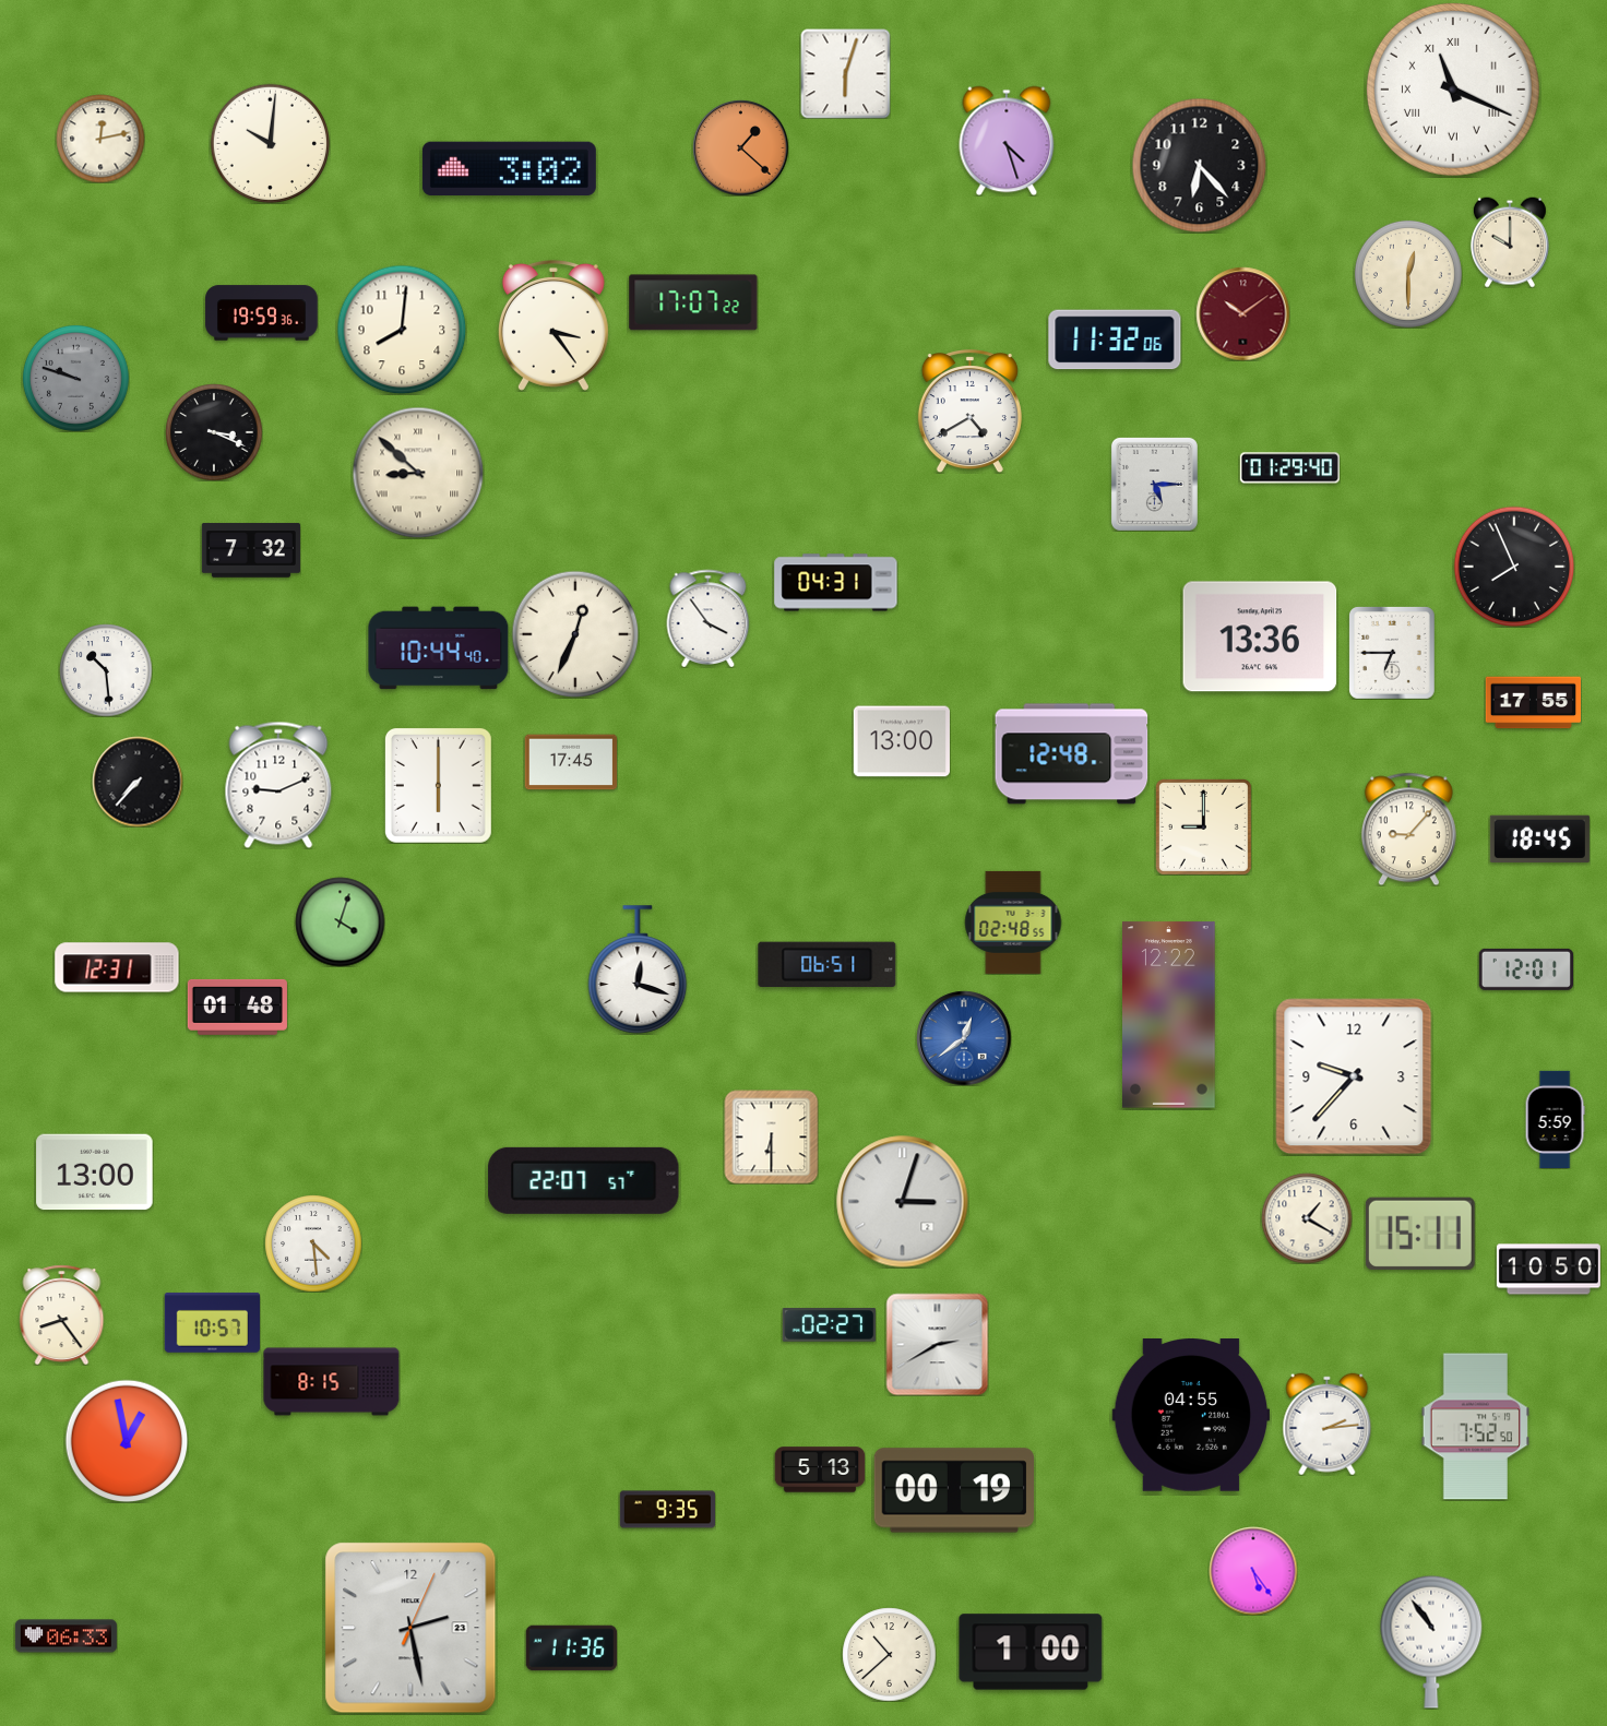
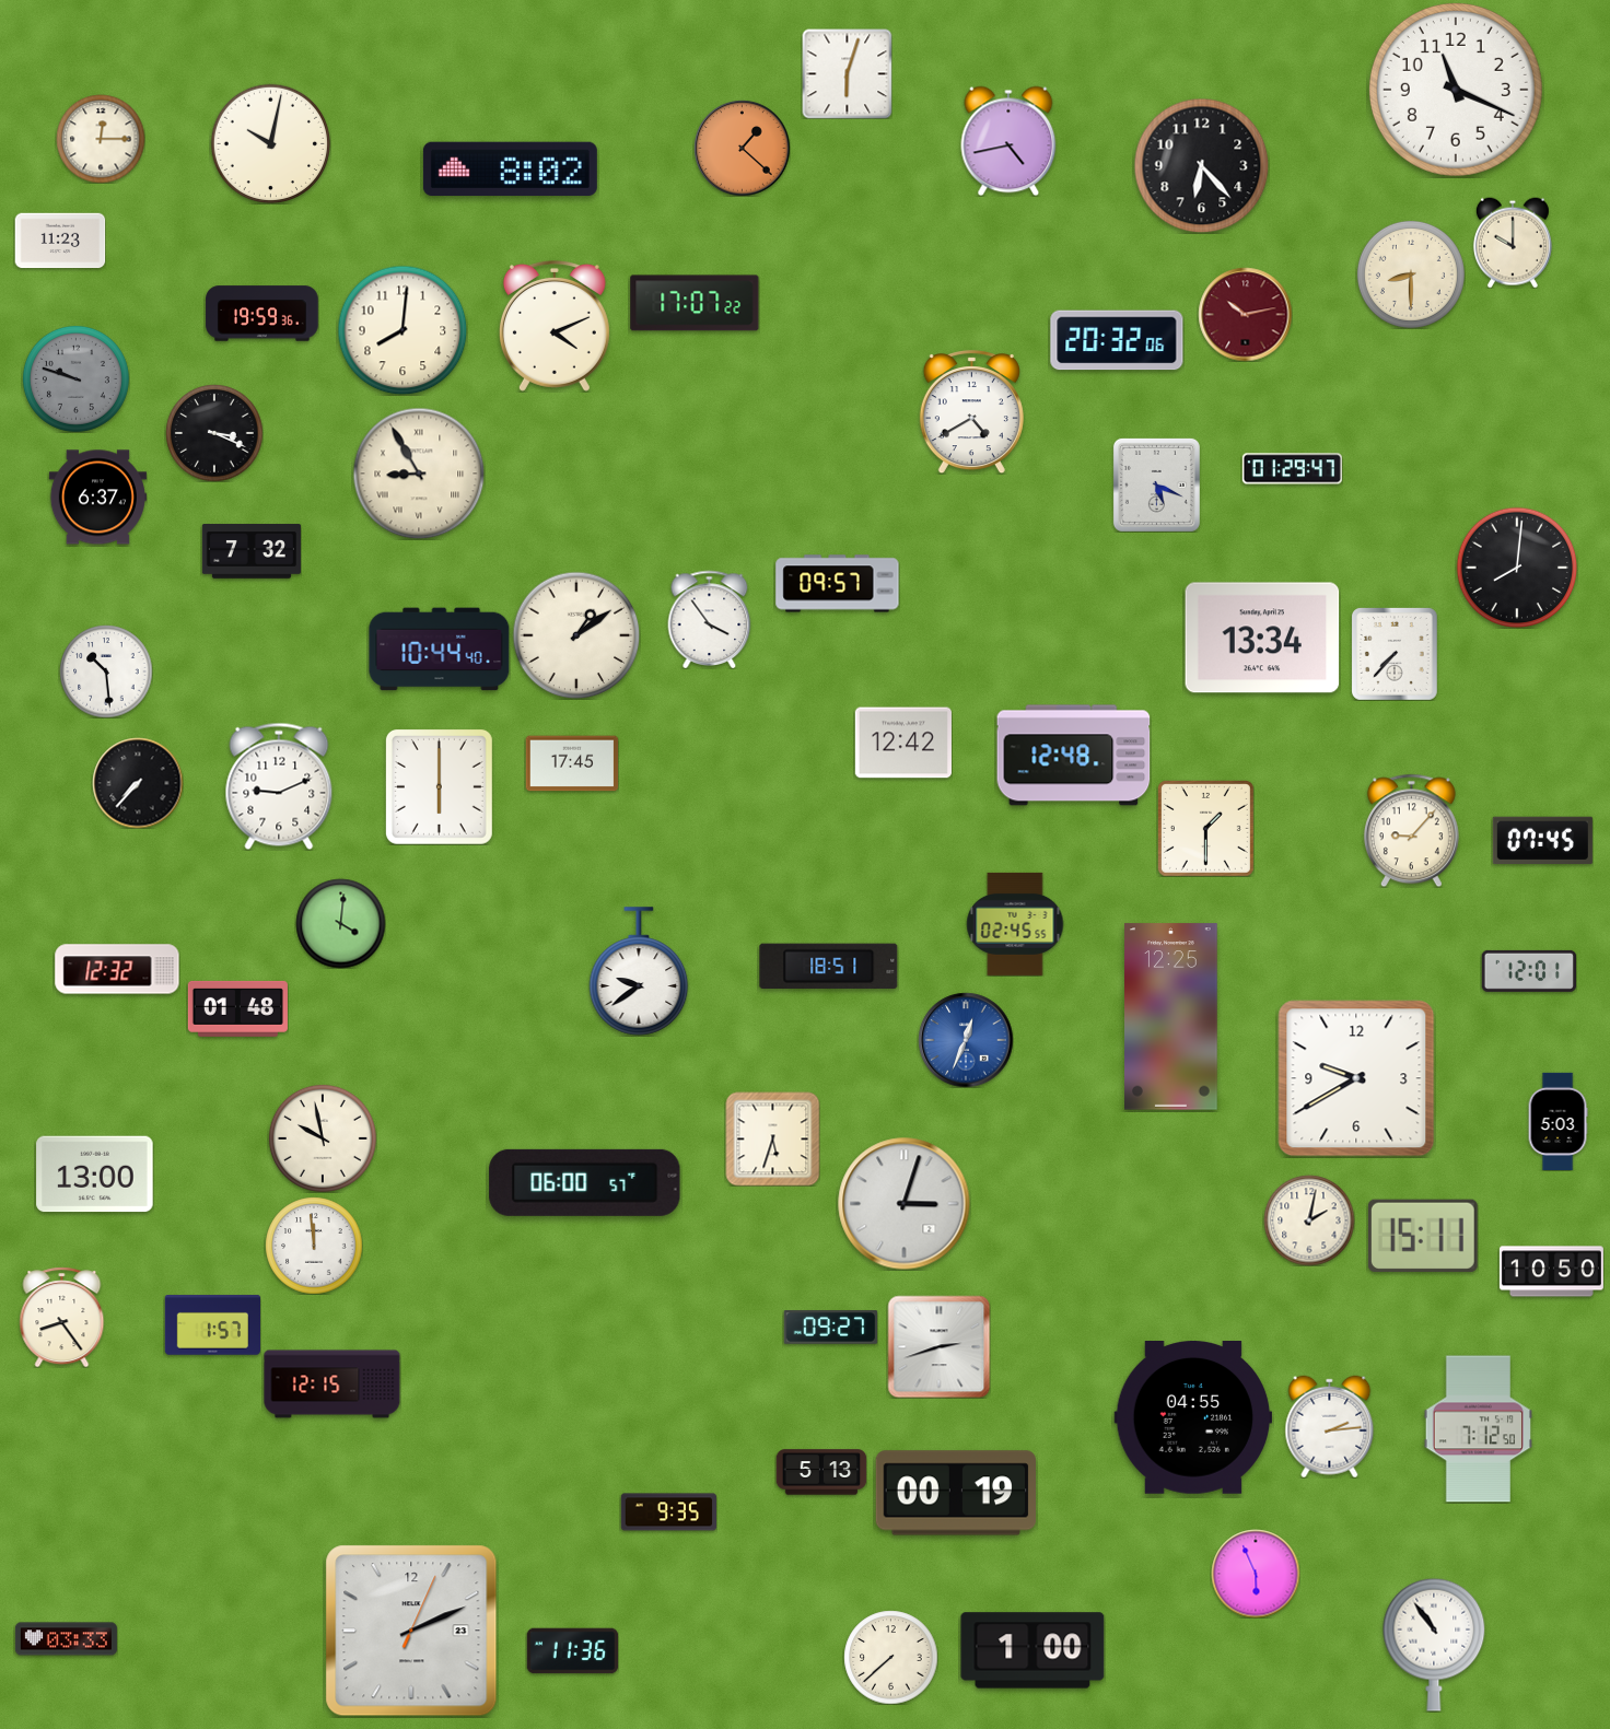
clock at (1453, 90) numerals: Roman -> Arabic
clock at (100, 139): 12:13 -> 12:15
clock at (1007, 141): 4:27 -> 4:43
clock at (270, 143): 10:01 -> 10:02
clock at (509, 169): 3:02 -> 8:02
clock at (60, 241): none -> 11:23
clock at (1408, 274): 12:30 -> 8:30
clock at (1242, 313): 10:09 -> 10:13
clock at (553, 325): 3:24 -> 4:11
clock at (1115, 340): 11:32 -> 20:32
clock at (1289, 468): 01:29:40 -> 01:29:47
clock at (418, 473): 8:52 -> 8:55
clock at (1154, 484): 5:15 -> 5:19
clock at (97, 498): none -> 6:37
clock at (1514, 567): 7:56 -> 8:01
clock at (836, 583): 04:31 -> 09:57
clock at (575, 634): 12:34 -> 1:09
clock at (1260, 636): 13:36 -> 13:34
clock at (1392, 653): 6:45 -> 7:37
clock at (1533, 703): 17:55 -> none
clock at (902, 741): 13:00 -> 12:42
clock at (1203, 826): 9:00 -> 1:30
clock at (1539, 838): 18:45 -> 07:45
clock at (340, 921): 4:03 -> 4:01
clock at (1013, 922): 02:48 -> 02:45
clock at (828, 965): 06:51 -> 18:51
clock at (117, 967): 12:31 -> 12:32
clock at (638, 969): 12:18 -> 9:39
clock at (1169, 1015): 12:22 -> 12:25
clock at (964, 1038): 12:39 -> 12:34
clock at (1354, 1076): 9:37 -> 9:40
clock at (1555, 1119): 5:59 -> 5:03
clock at (323, 1138): none -> 9:58
clock at (771, 1136): 6:30 -> 5:33
clock at (584, 1180): 22:07 -> 06:00
clock at (1307, 1218): 1:20 -> 2:02
clock at (313, 1243): 4:29 -> 11:59
clock at (212, 1323): 10:57 -> 1:57
clock at (829, 1325): 02:27 -> 09:27
clock at (937, 1344): 2:40 -> 2:42
clock at (332, 1382): 8:15 -> 12:15
clock at (1475, 1427): 7:52 -> 7:12
clock at (127, 1441): 12:58 -> none
clock at (1253, 1571): 5:24 -> 5:56
clock at (410, 1628): 2:28 -> 2:11
clock at (66, 1636): 06:33 -> 03:33
clock at (1031, 1652) position: (1031, 1652) -> (1032, 1650)
clock at (889, 1654): 10:38 -> 7:38
